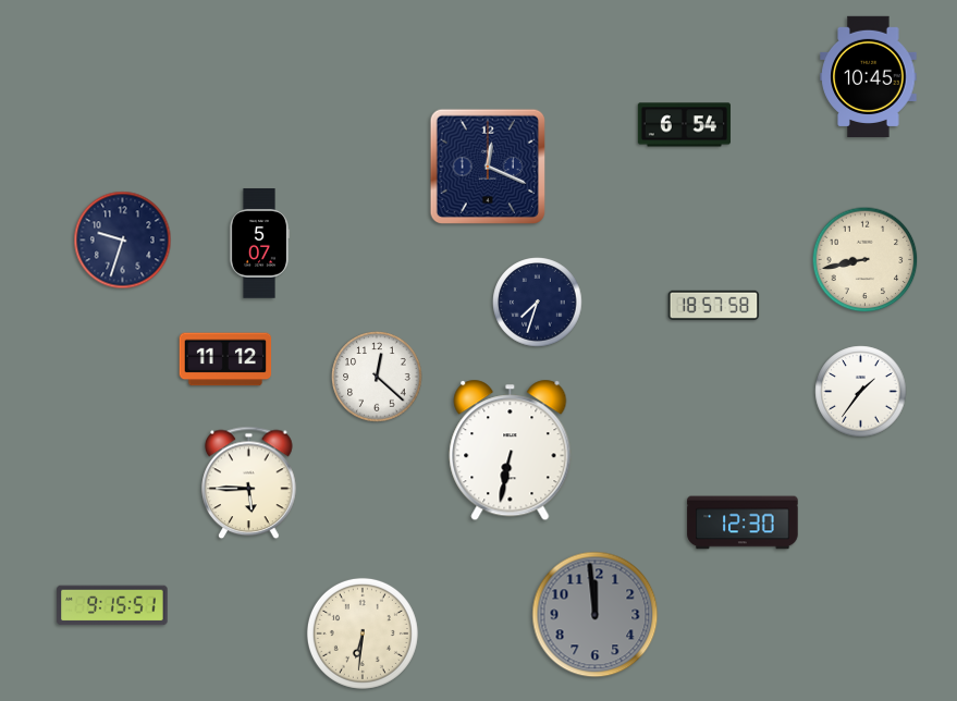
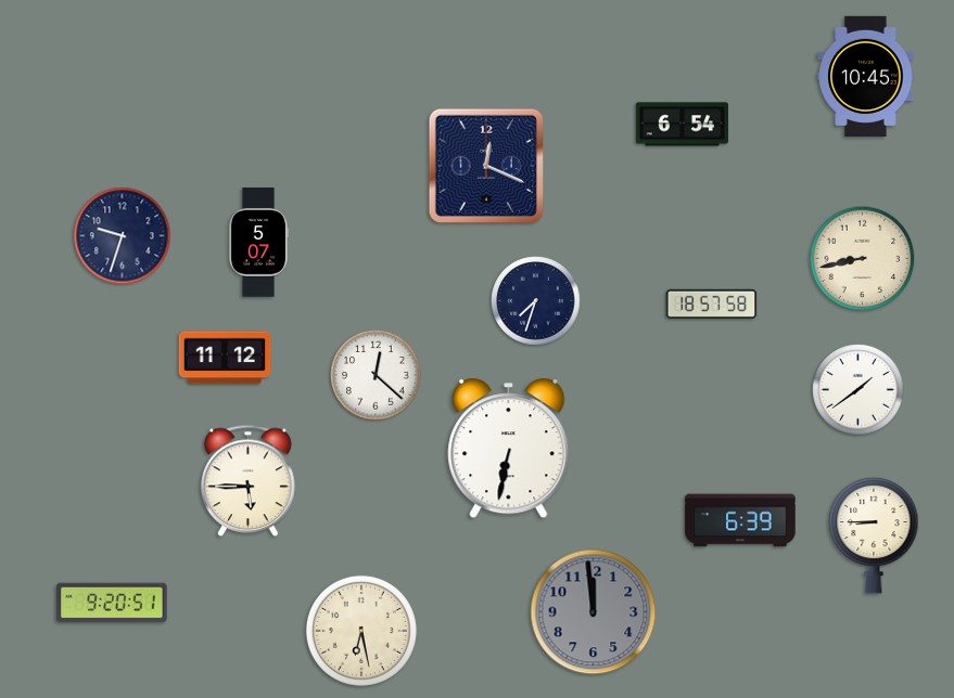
clock at (123, 241) position: (123, 241) -> (123, 236)
clock at (861, 392): 1:36 -> 1:39
clock at (743, 522): 12:30 -> 6:39
clock at (874, 535): none -> 8:45
clock at (112, 605): 9:15 -> 9:20
clock at (363, 634): 6:31 -> 6:28
